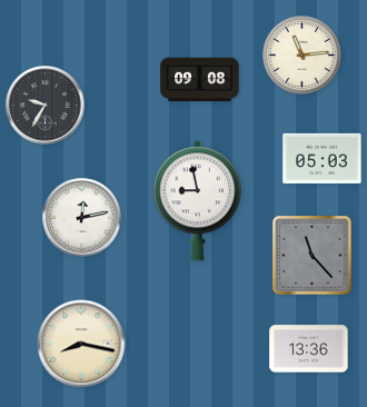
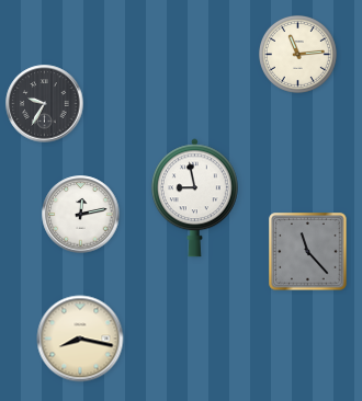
clock at (200, 80): 09:08 -> none
clock at (323, 158): 05:03 -> none
clock at (309, 349): 13:36 -> none
